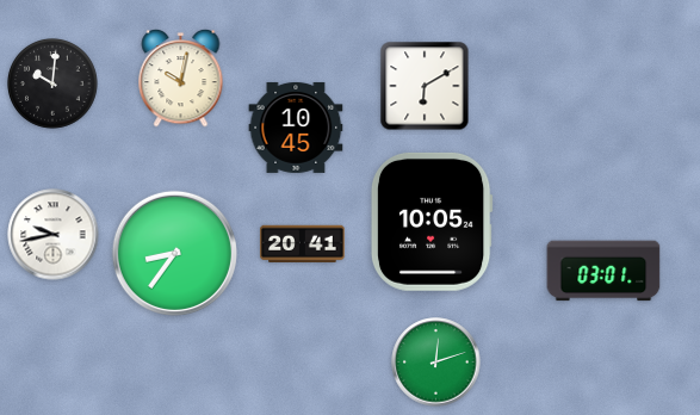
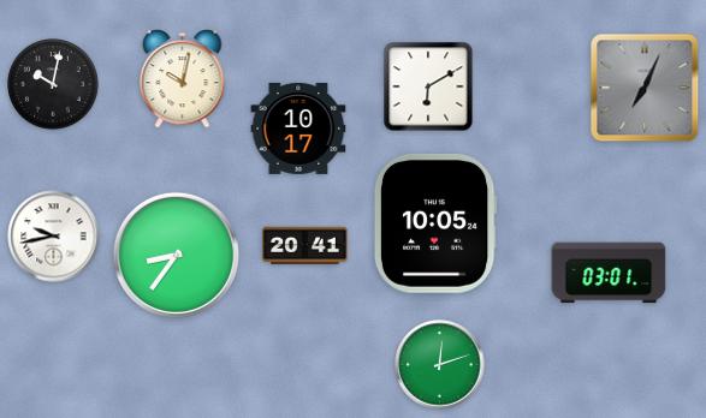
clock at (52, 83): 10:01 -> 10:02
clock at (645, 88): none -> 7:04
clock at (296, 128): 10:45 -> 10:17
